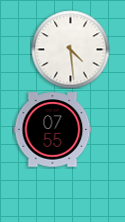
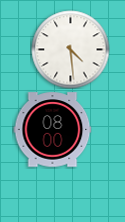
clock at (52, 130): 07:55 -> 08:00
